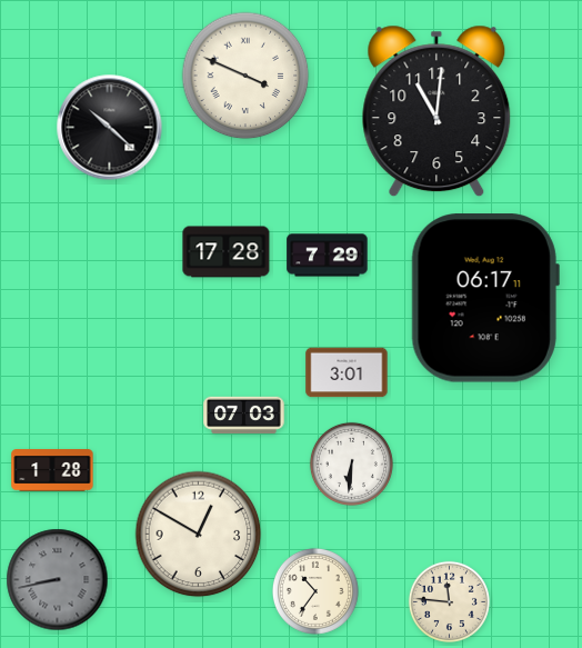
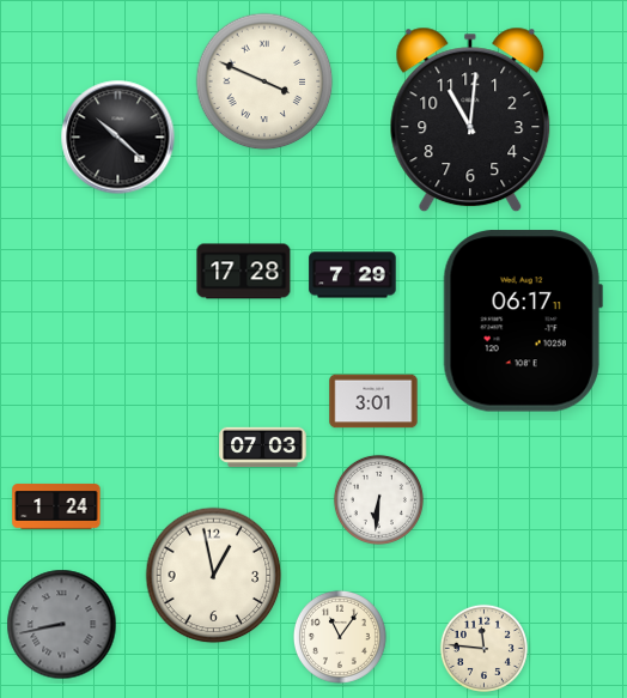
clock at (52, 470): 1:28 -> 1:24
clock at (199, 535): 12:50 -> 12:58
clock at (315, 591): 10:36 -> 11:06
